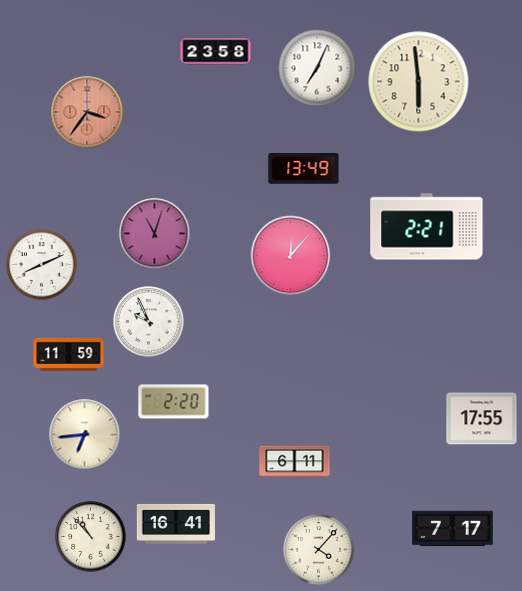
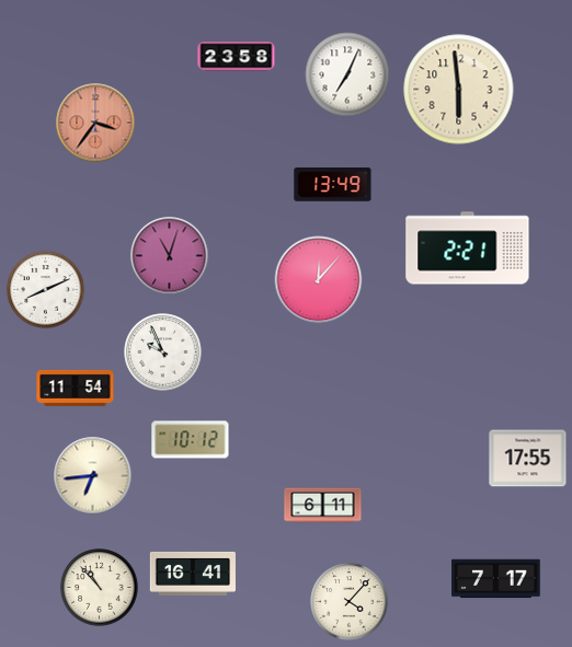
clock at (69, 354): 11:59 -> 11:54
clock at (174, 402): 2:20 -> 10:12
